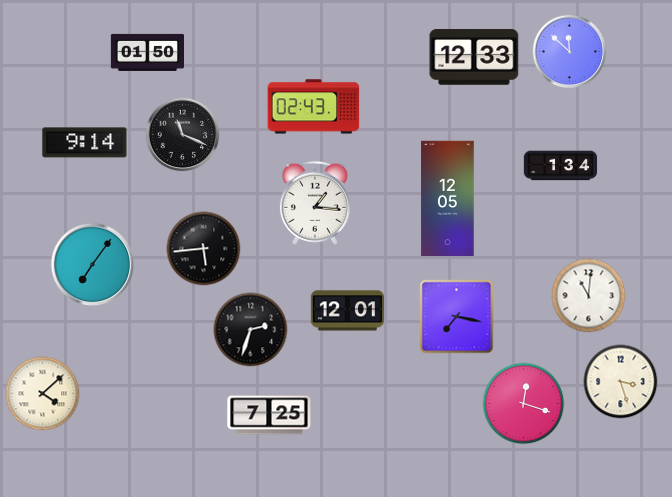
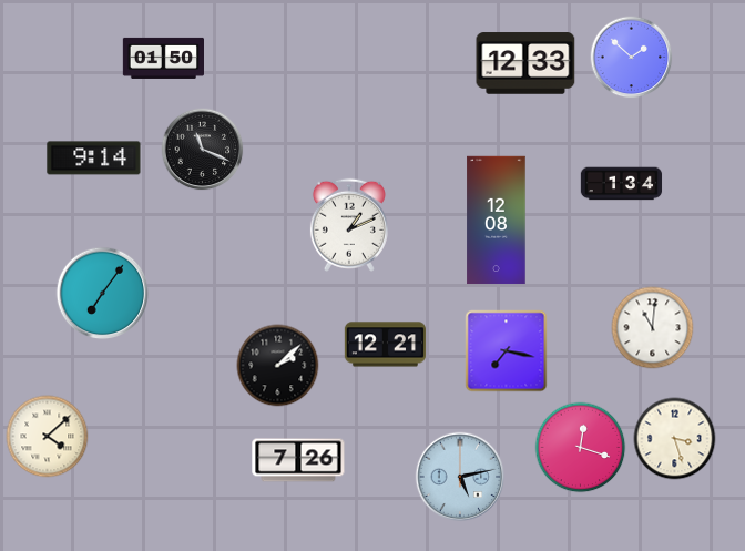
clock at (570, 52): 11:52 -> 1:52
clock at (314, 107): 02:43 -> none
clock at (448, 199): 12:05 -> 12:08
clock at (315, 203): 1:16 -> 1:11
clock at (204, 249): 5:44 -> none
clock at (347, 311): 12:01 -> 12:21
clock at (251, 330): 2:33 -> 2:08
clock at (621, 382) position: (621, 382) -> (675, 439)
clock at (269, 415): 7:25 -> 7:26
clock at (460, 477): none -> 5:13
